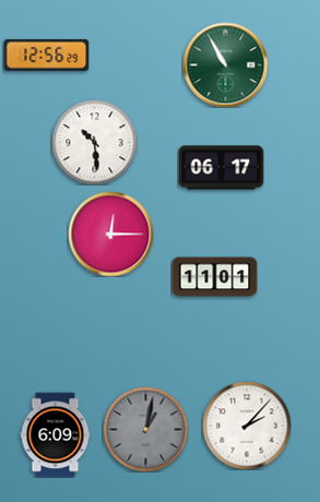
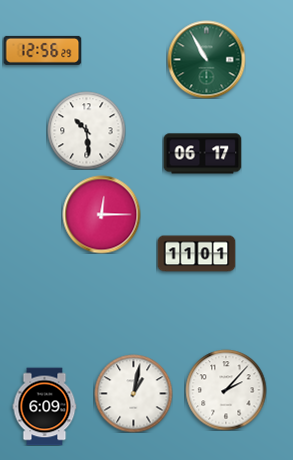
clock at (145, 429) dial: grey -> white
clock at (56, 434) position: (56, 434) -> (45, 406)
